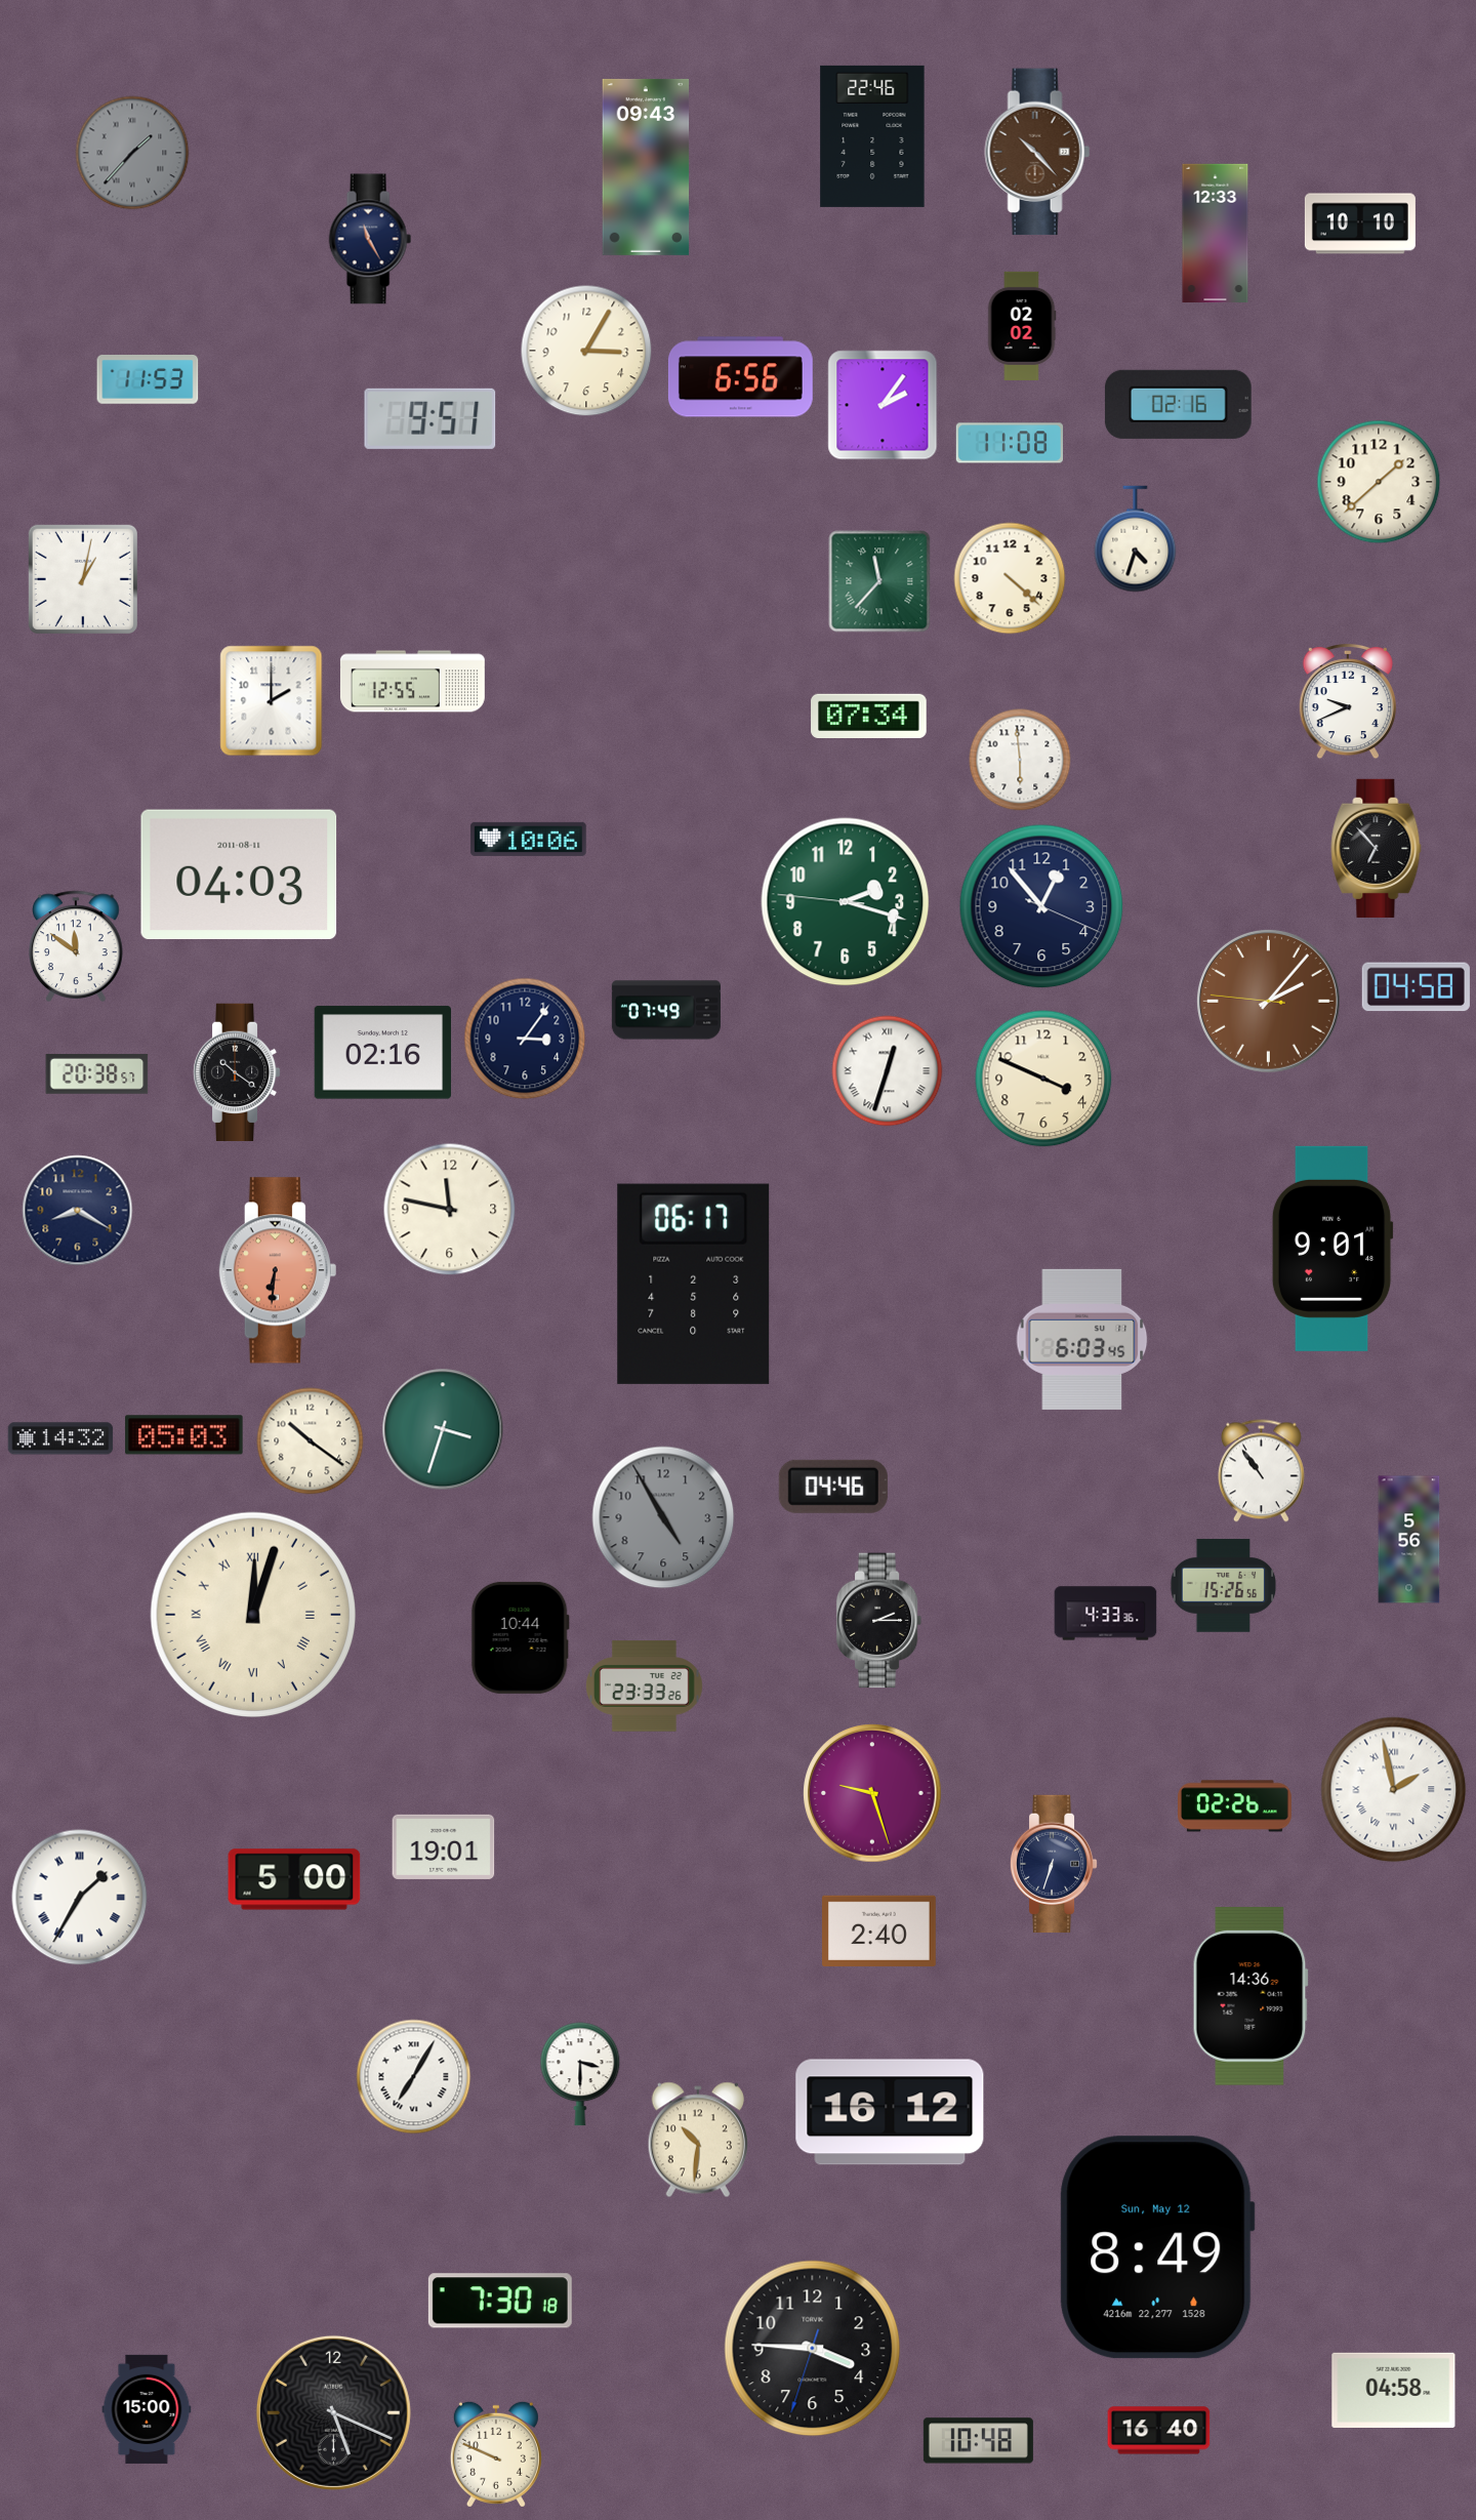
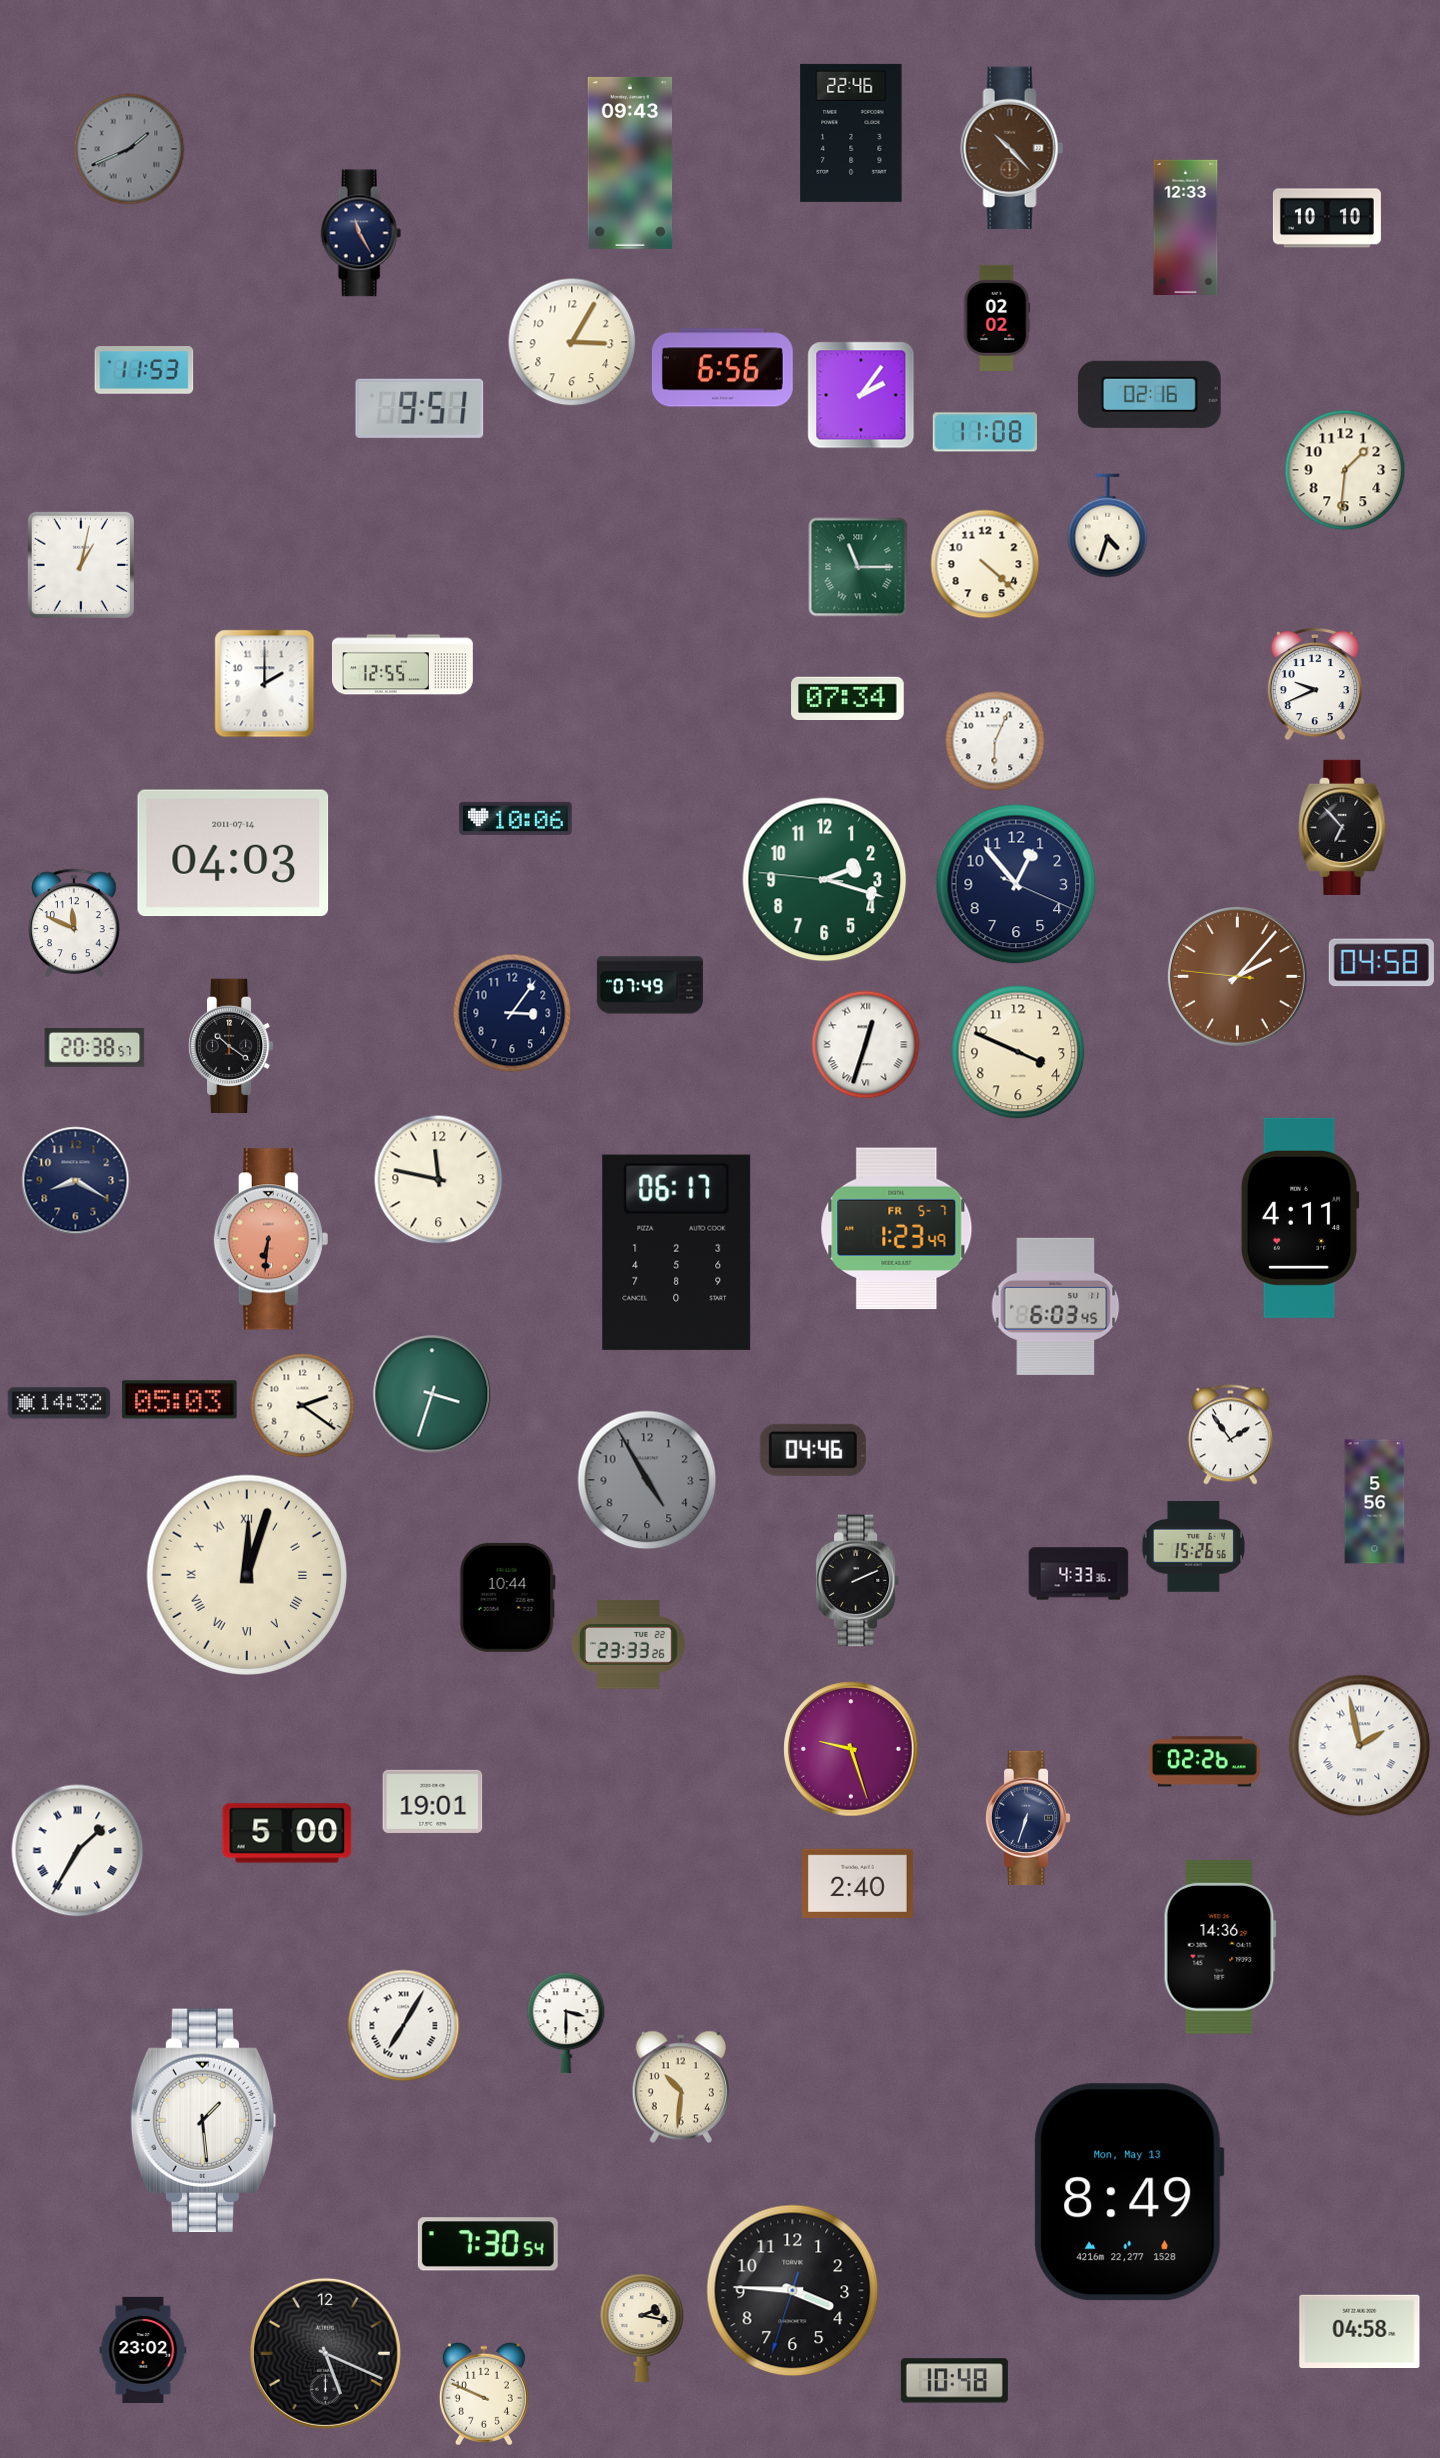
clock at (132, 153): 1:37 -> 1:41
clock at (1379, 482): 1:38 -> 1:31
clock at (879, 581): 11:37 -> 11:15
clock at (1020, 760): 5:59 -> 6:04
clock at (239, 875) date: 2011-08-11 -> 2011-07-14
clock at (76, 946): 11:51 -> 11:49
clock at (382, 1053): 02:16 -> none
clock at (1332, 1249): 9:01 -> 4:11
clock at (897, 1229): none -> 1:23
clock at (311, 1441): 10:21 -> 2:21
clock at (1261, 1471): 10:54 -> 1:54
clock at (879, 1621): 2:15 -> 2:11
clock at (890, 2112): 16:12 -> none
clock at (204, 2120): none -> 1:29
clock at (1157, 2247) date: Sun, May 12 -> Mon, May 13
clock at (500, 2301): 7:30:18 -> 7:30:54
clock at (642, 2328): none -> 2:17
clock at (147, 2409): 15:00 -> 23:02
clock at (1159, 2431): 16:40 -> none
